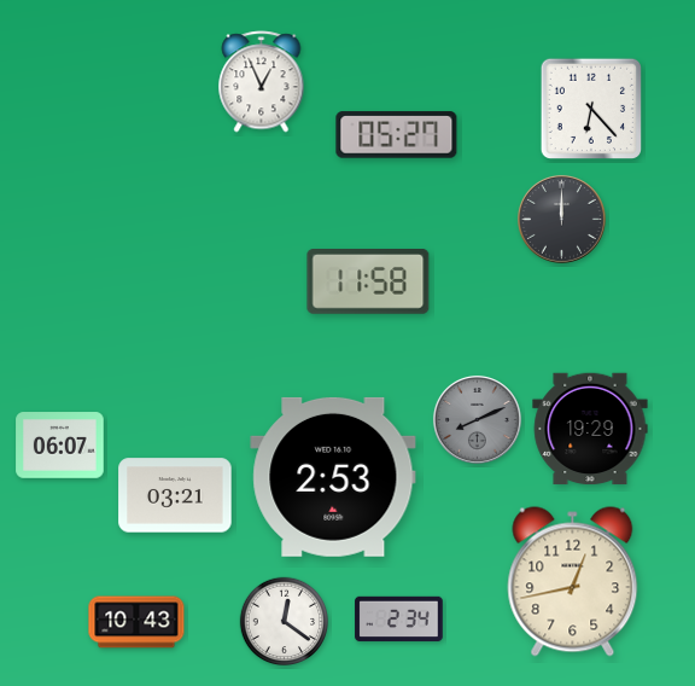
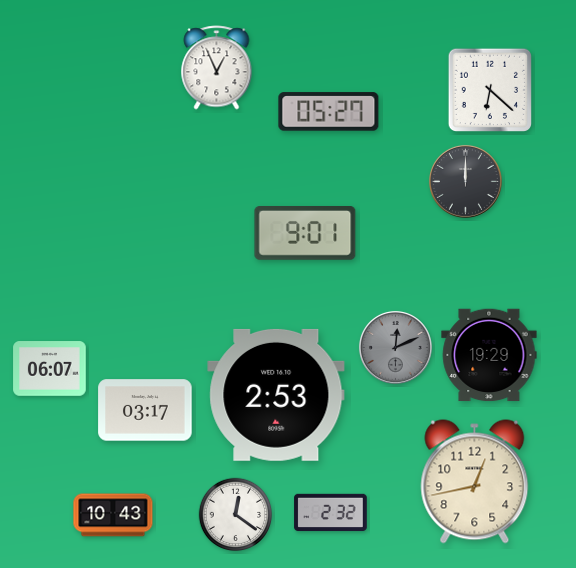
clock at (590, 107): 6:23 -> 6:22
clock at (368, 283): 11:58 -> 9:01
clock at (478, 420): 8:11 -> 12:11
clock at (175, 495): 03:21 -> 03:17
clock at (399, 620): 2:34 -> 2:32
